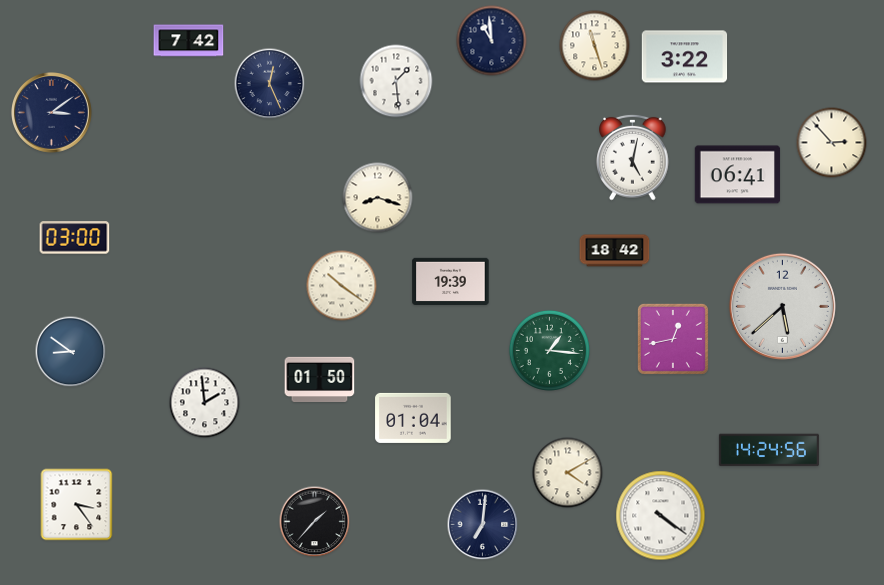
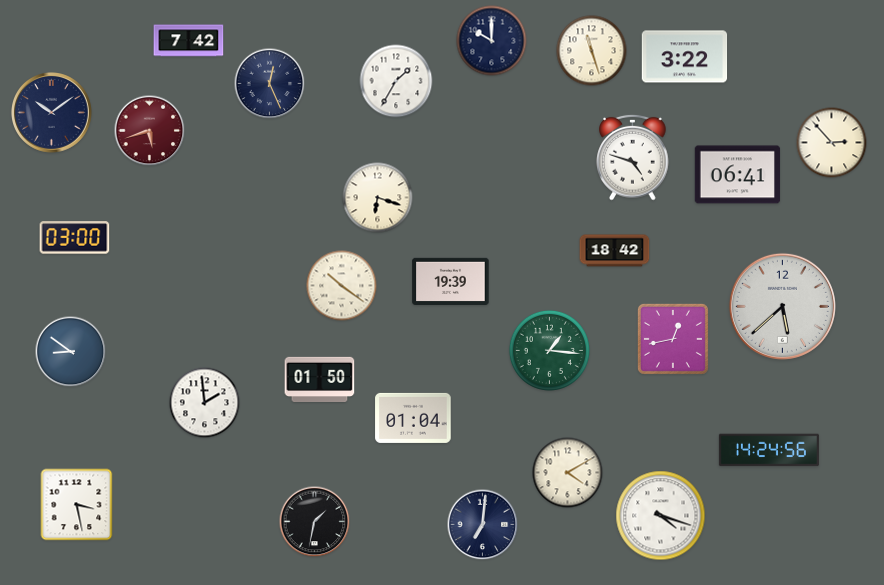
clock at (492, 41): 10:59 -> 10:00
clock at (595, 46) position: (595, 46) -> (592, 51)
clock at (396, 81): 1:29 -> 1:35
clock at (52, 113): 3:09 -> 10:09
clock at (150, 131): none -> 5:42
clock at (633, 157): 5:02 -> 4:48
clock at (378, 198): 8:18 -> 6:18
clock at (77, 505): 3:24 -> 3:28
clock at (661, 516): 4:21 -> 4:18
clock at (315, 522): 1:37 -> 1:32
